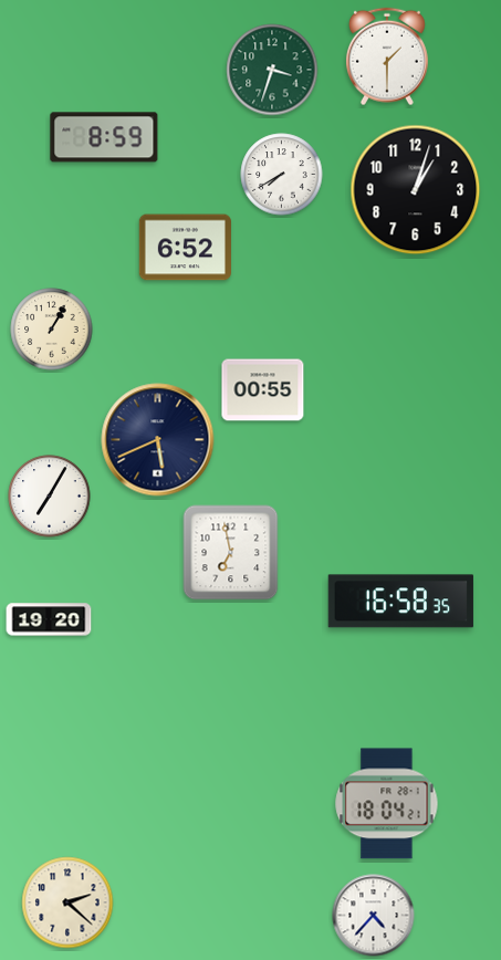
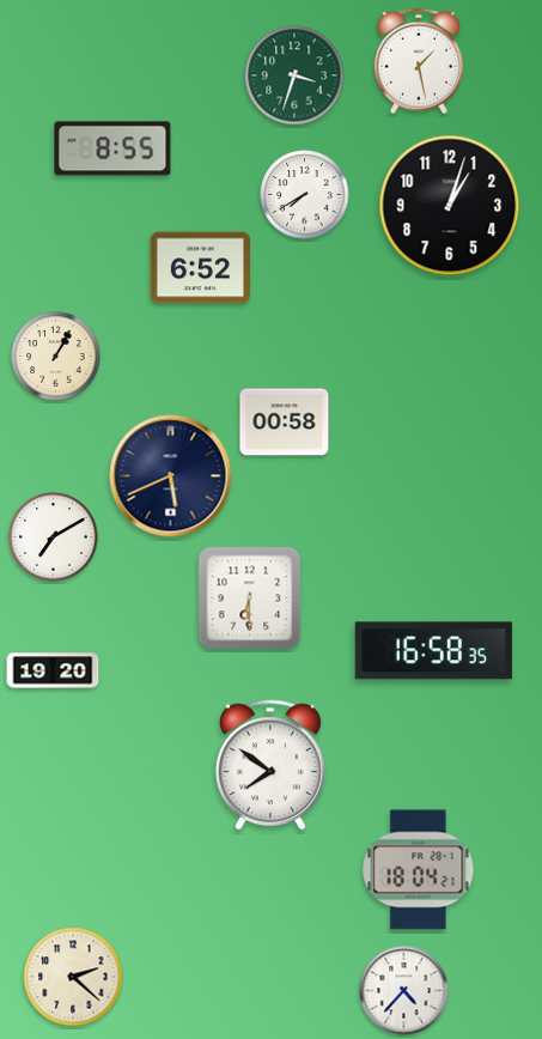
clock at (387, 56): 1:30 -> 1:28
clock at (104, 137): 8:59 -> 8:55
clock at (282, 175) position: (282, 175) -> (305, 195)
clock at (263, 390): 00:55 -> 00:58
clock at (50, 497): 7:05 -> 7:10
clock at (231, 553): 6:58 -> 6:30
clock at (270, 765): none -> 7:51
